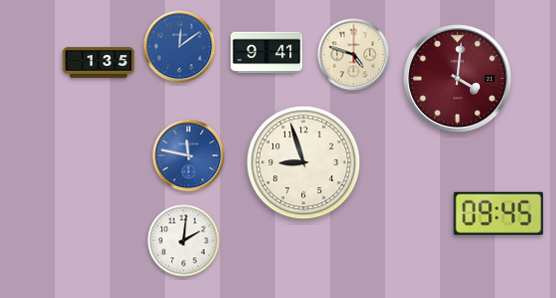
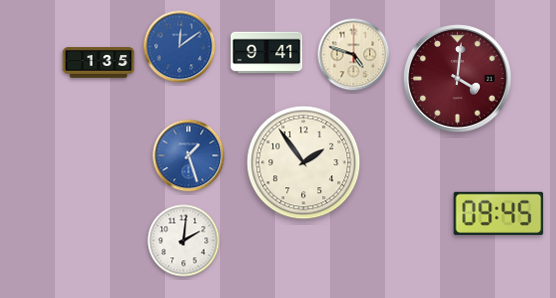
clock at (189, 156): 11:47 -> 1:27
clock at (304, 163): 8:57 -> 1:54
